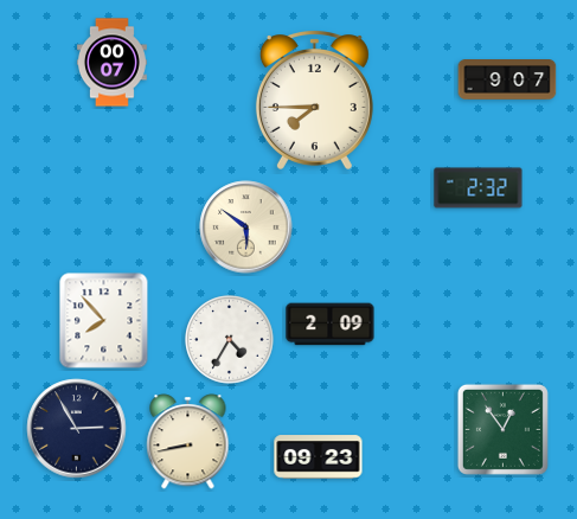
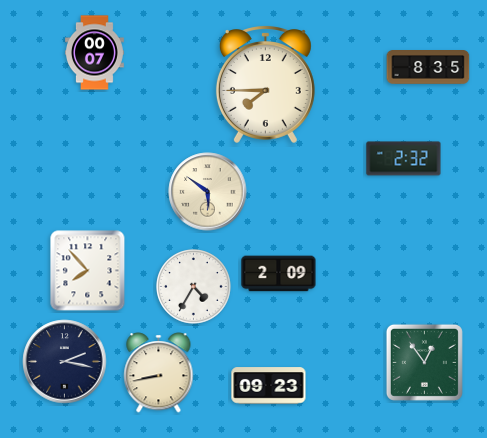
clock at (507, 81): 9:07 -> 8:35
clock at (77, 429): 2:55 -> 2:17
